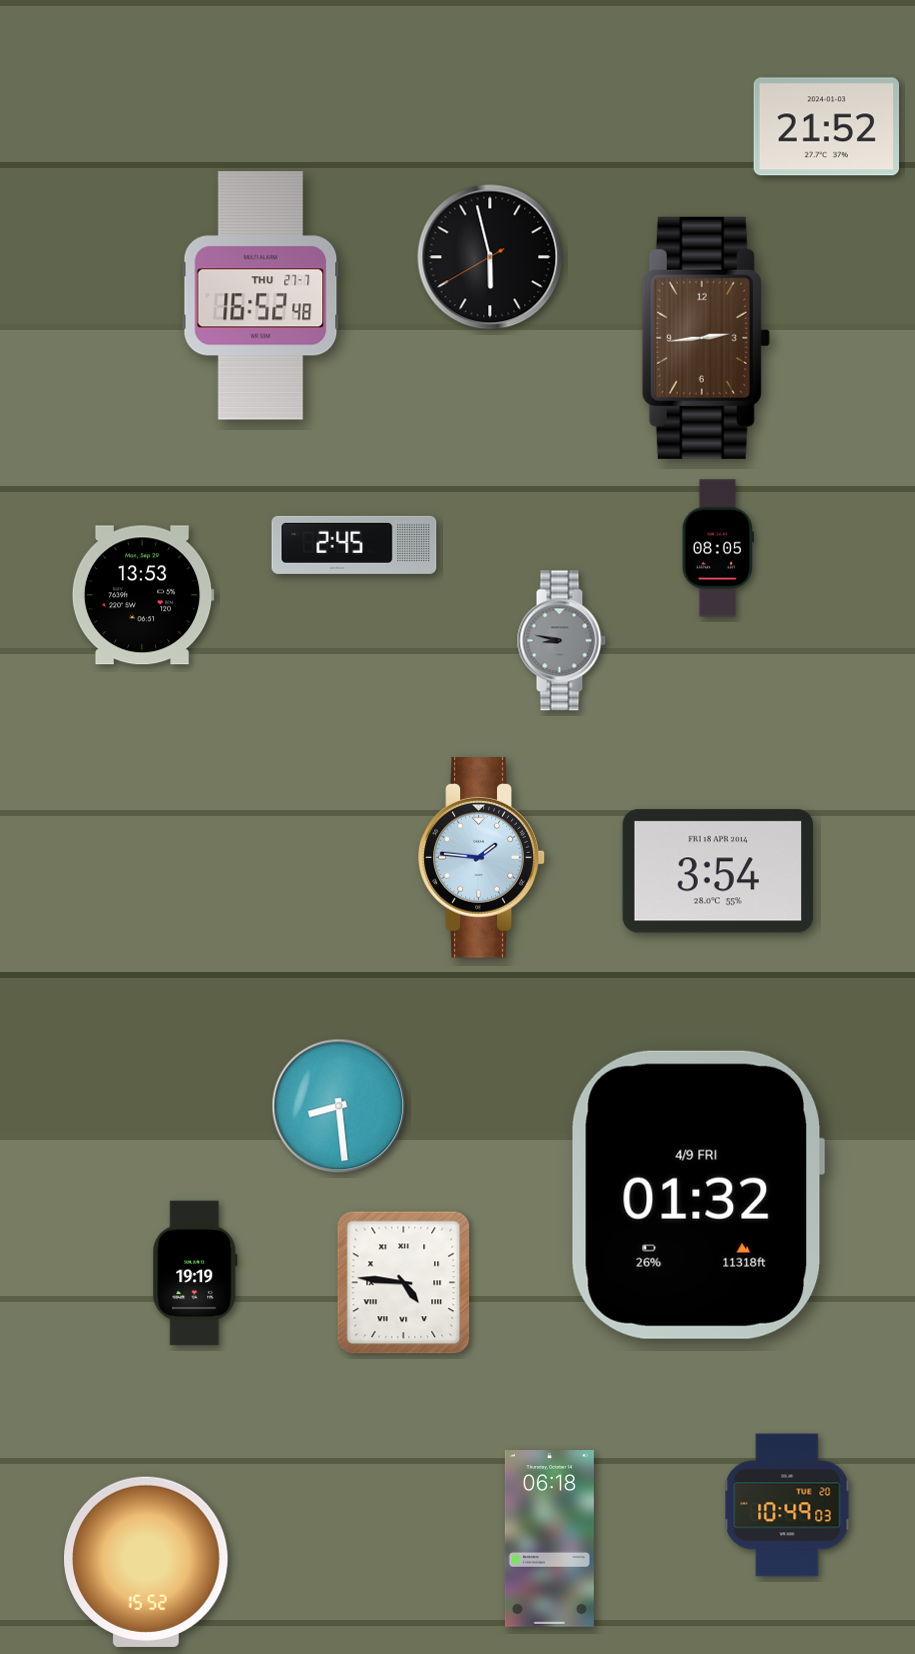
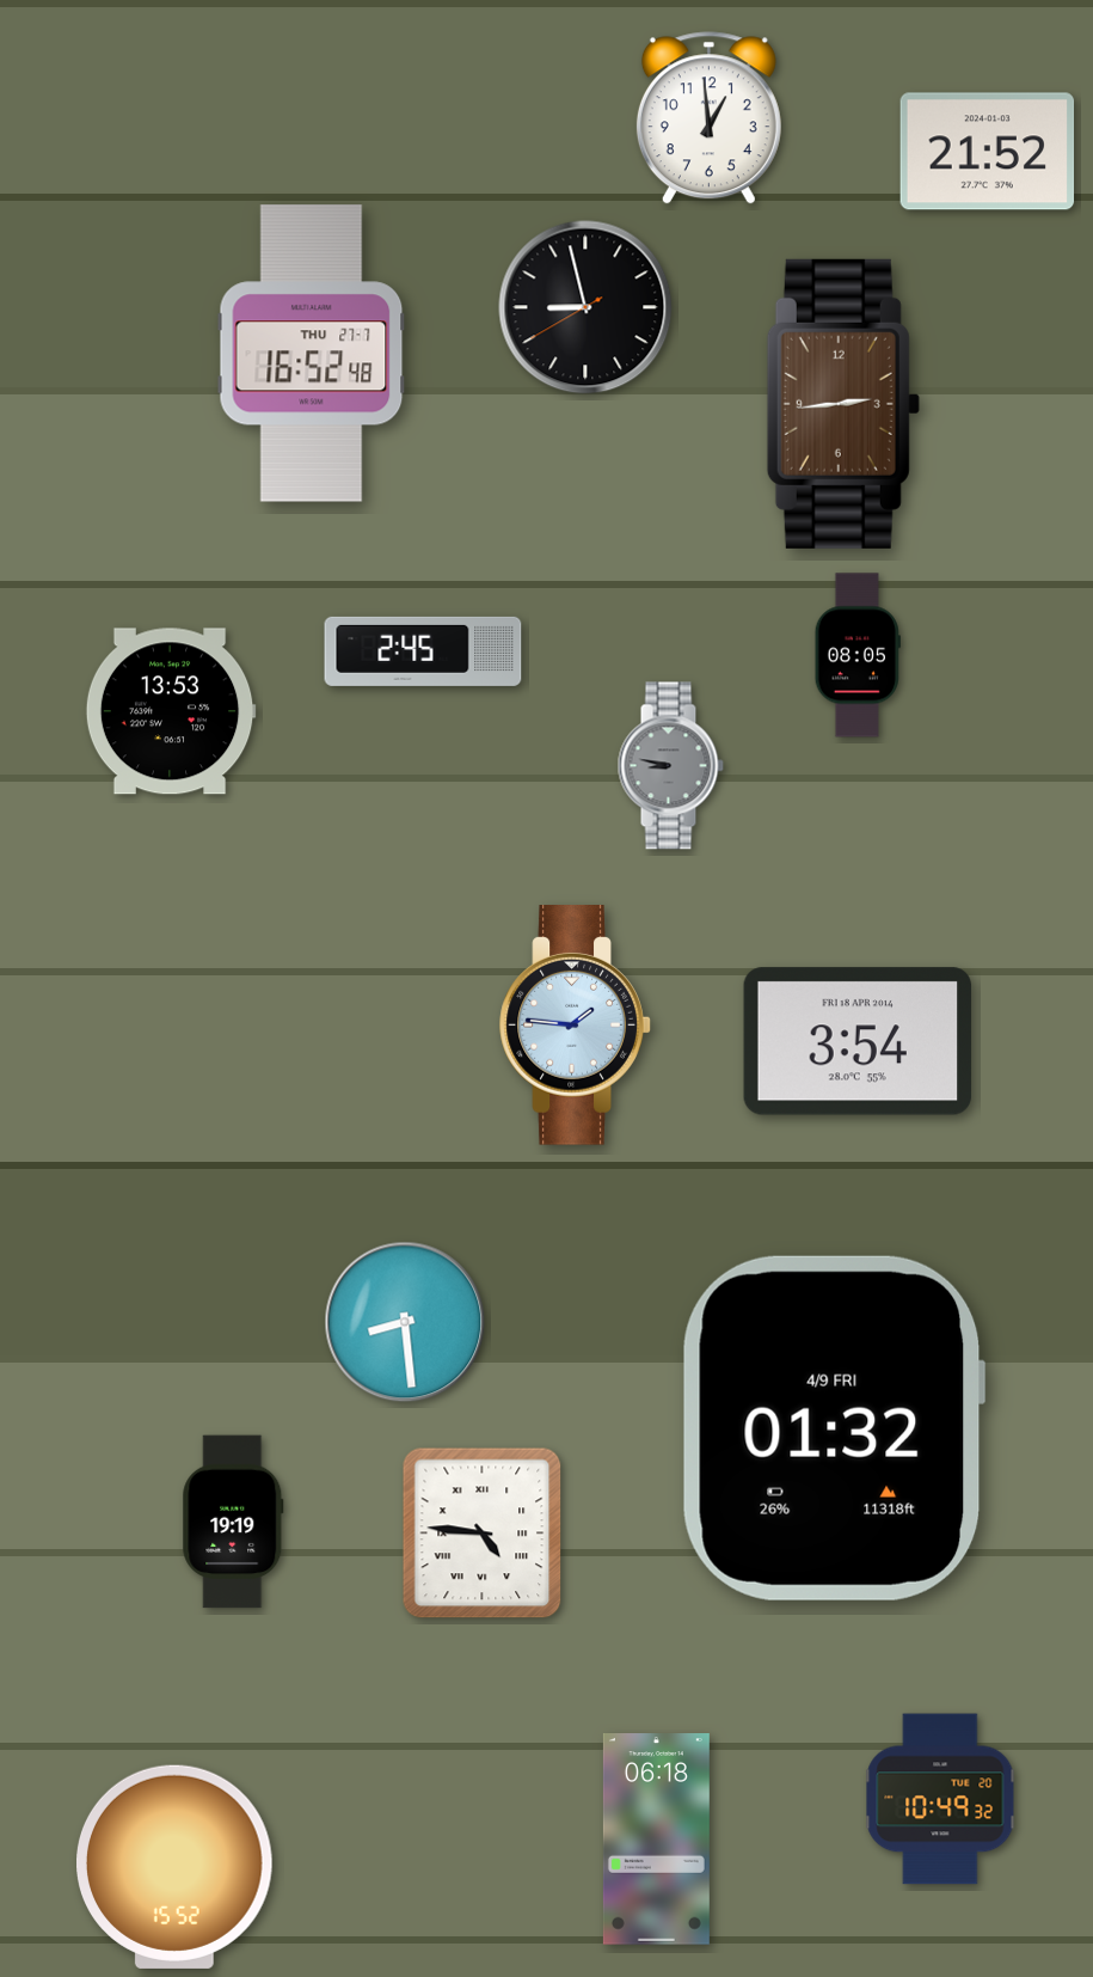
clock at (708, 118): none -> 12:59
clock at (490, 257): 5:57 -> 8:57
clock at (787, 1505): 10:49:03 -> 10:49:32
